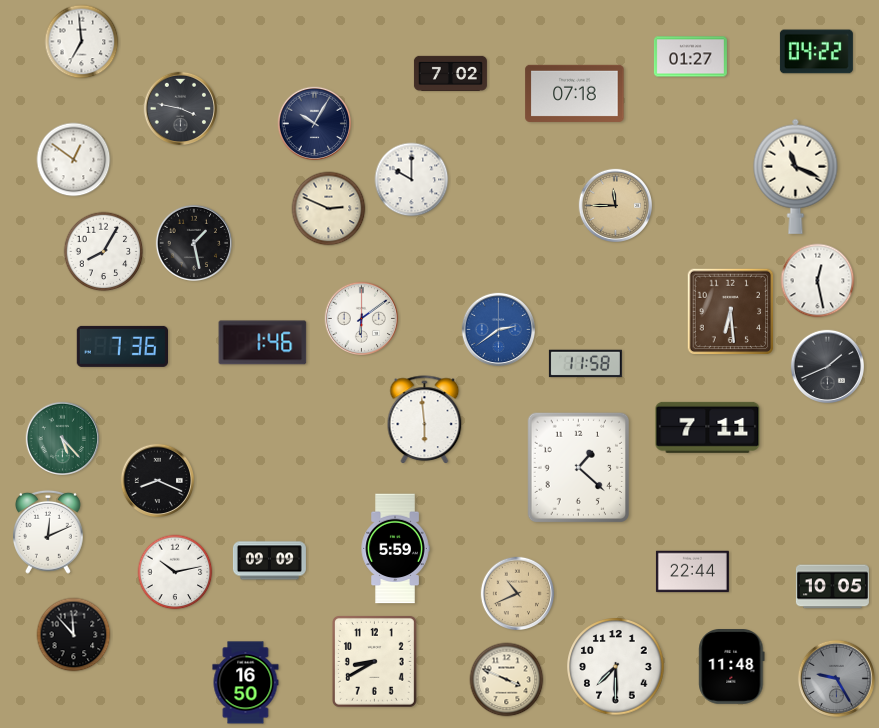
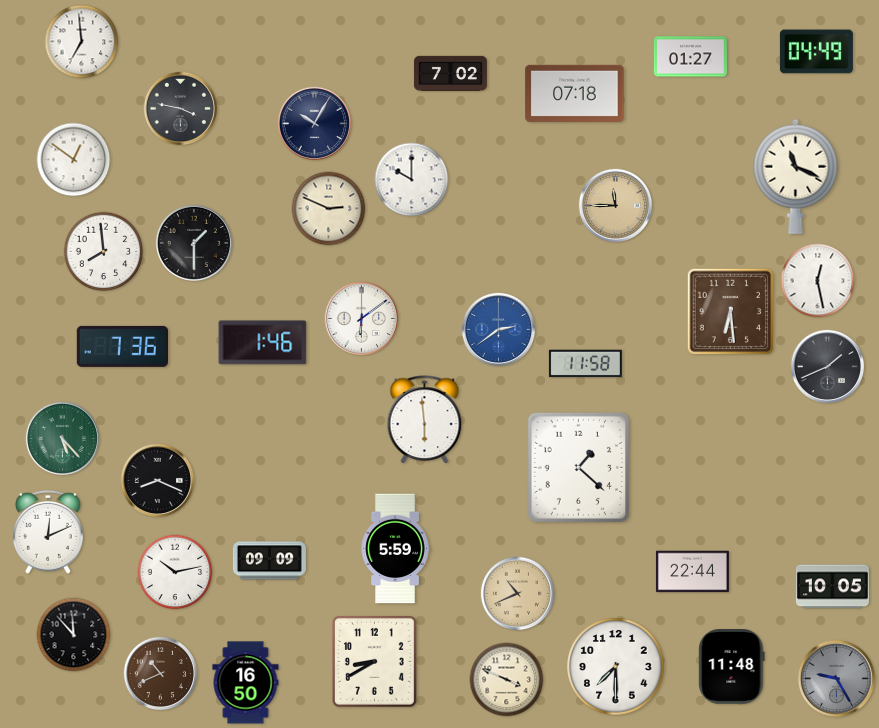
clock at (816, 52): 04:22 -> 04:49
clock at (194, 243): 1:28 -> 1:30
clock at (104, 252): 8:05 -> 7:59
clock at (708, 427): 7:11 -> none
clock at (160, 673): none -> 10:41
